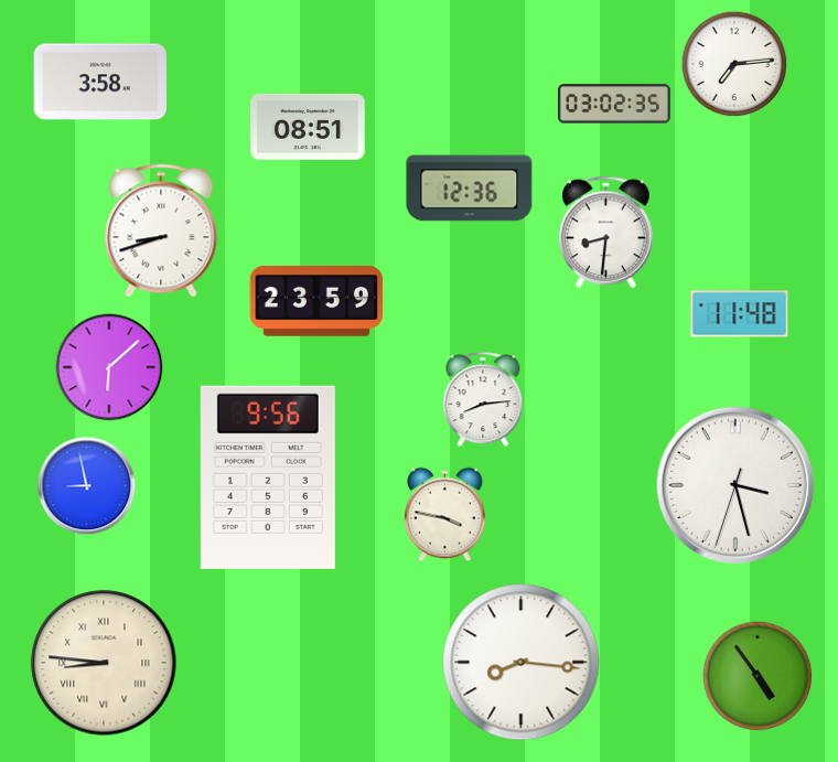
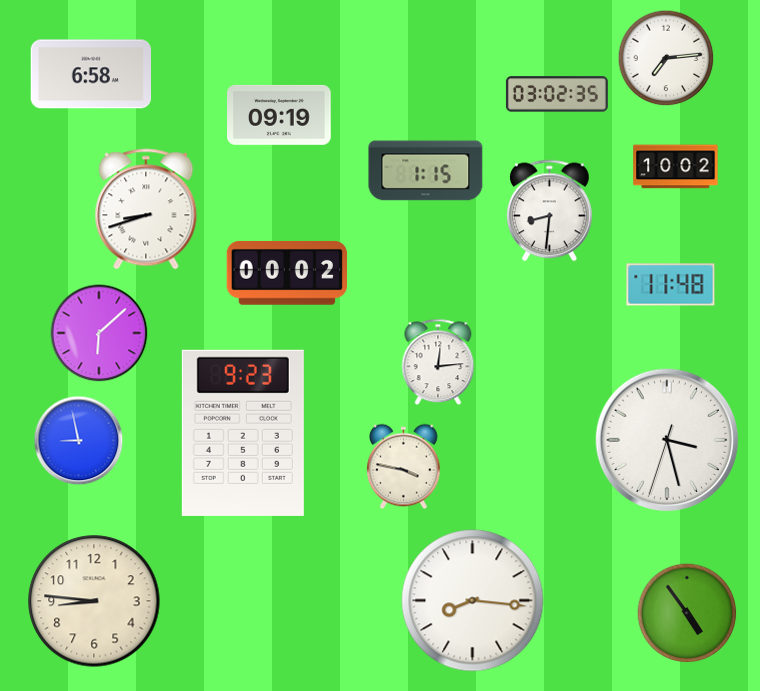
clock at (99, 82): 3:58 -> 6:58
clock at (309, 127): 08:51 -> 09:19
clock at (676, 167): none -> 10:02
clock at (470, 189): 12:36 -> 1:15
clock at (315, 301): 23:59 -> 00:02
clock at (483, 399): 8:14 -> 12:14
clock at (268, 477): 9:56 -> 9:23
clock at (104, 663) numerals: Roman -> Arabic
